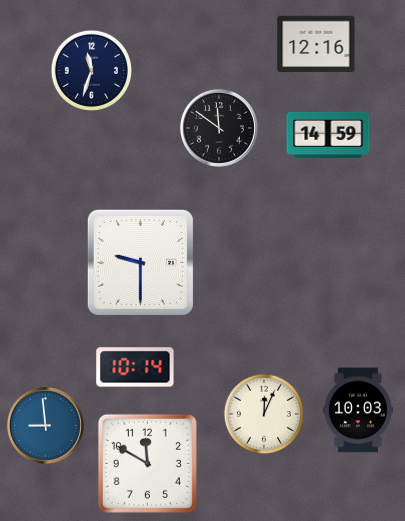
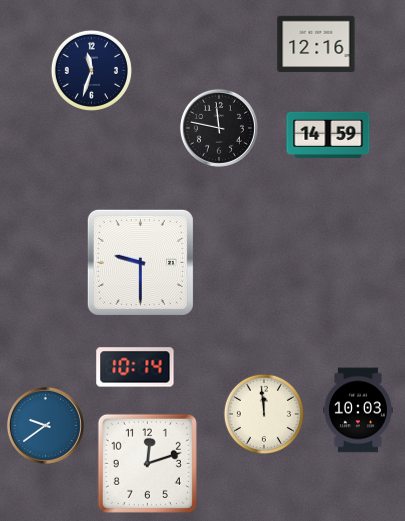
clock at (219, 128): 11:51 -> 11:47
clock at (264, 414): 12:04 -> 11:59
clock at (45, 425): 8:59 -> 9:39
clock at (147, 463): 11:50 -> 12:12
